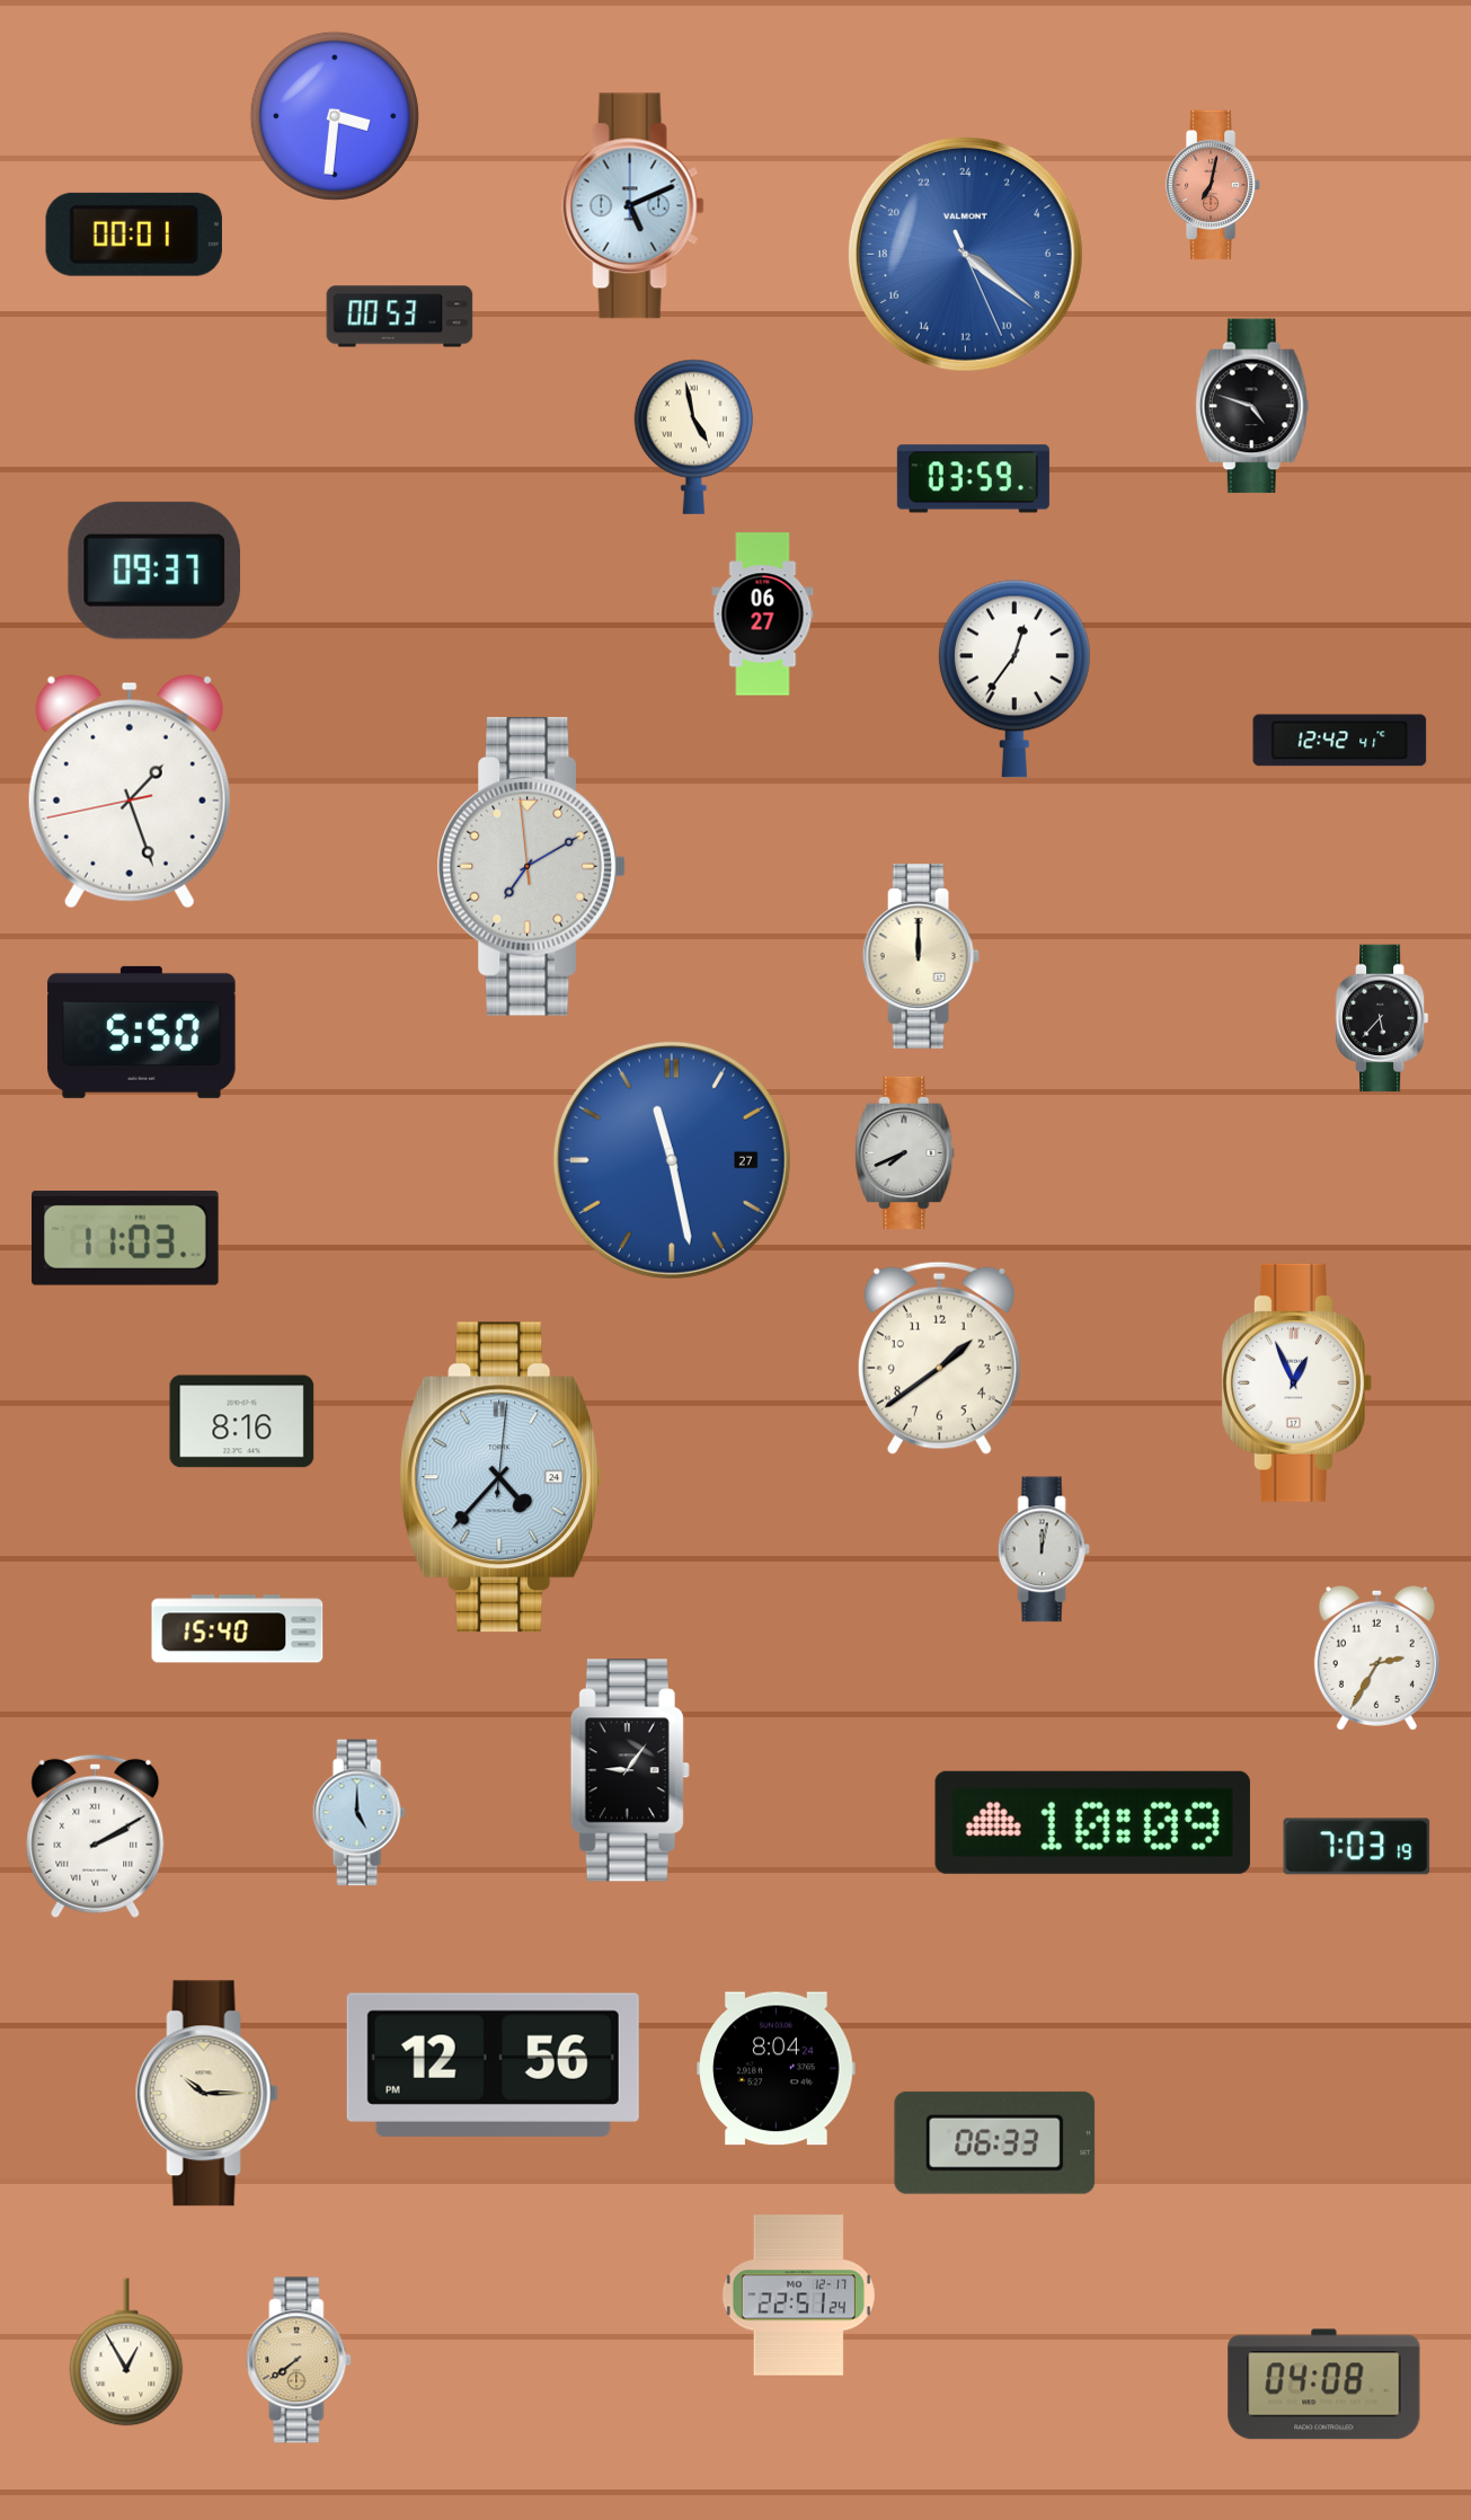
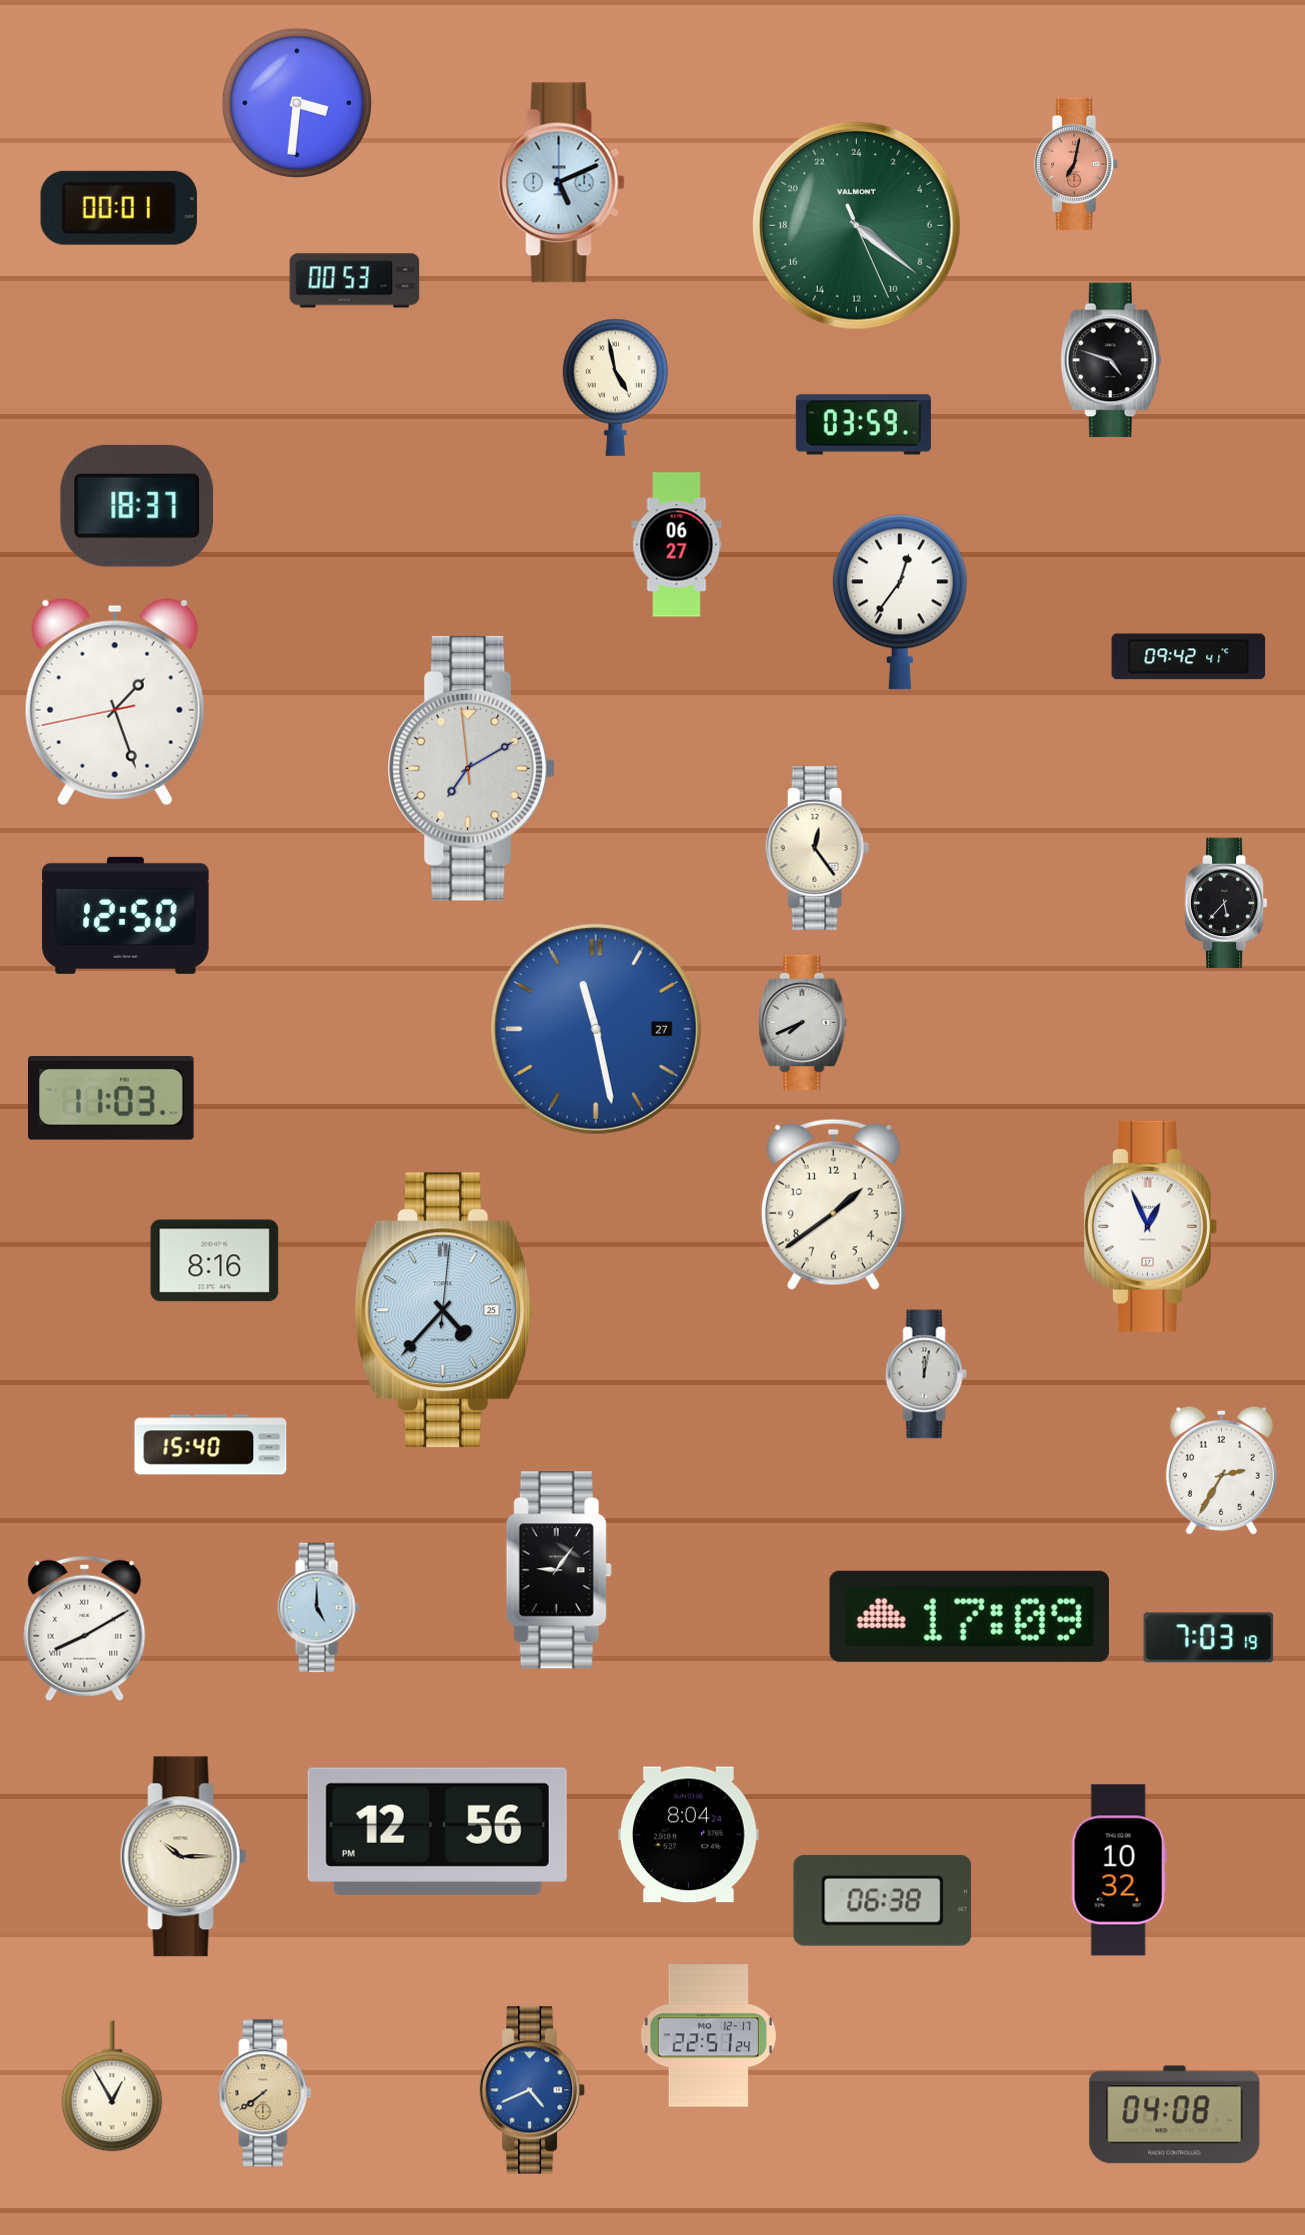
clock at (965, 254) dial: blue -> green
clock at (154, 571): 09:37 -> 18:37
clock at (1340, 741): 12:42 -> 09:42
clock at (921, 956): 12:00 -> 12:24
clock at (142, 1032): 5:50 -> 12:50
clock at (500, 1477) date: 24 -> 25
clock at (1092, 1822): 10:09 -> 17:09
clock at (96, 1836): 2:10 -> 8:10
clock at (1357, 1847) position: (1357, 1847) -> (1209, 1638)
clock at (1119, 1870): none -> 10:32
clock at (995, 2142): 06:33 -> 06:38
clock at (532, 2090): none -> 4:41
